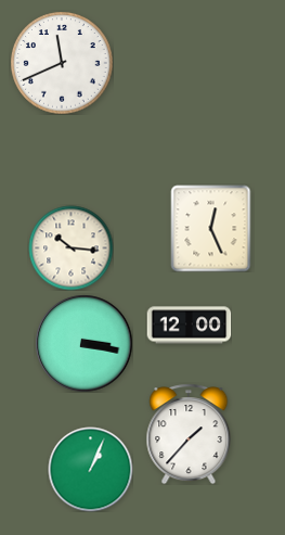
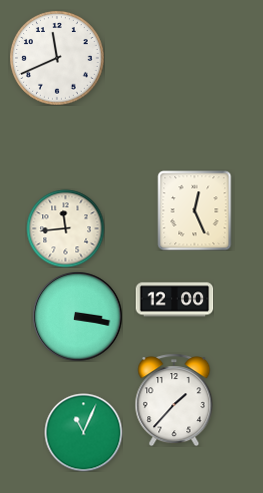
clock at (70, 247): 10:16 -> 11:44
clock at (90, 469): 1:04 -> 11:04
